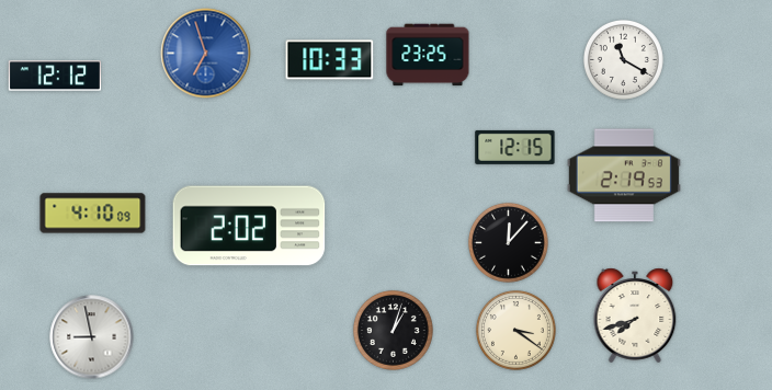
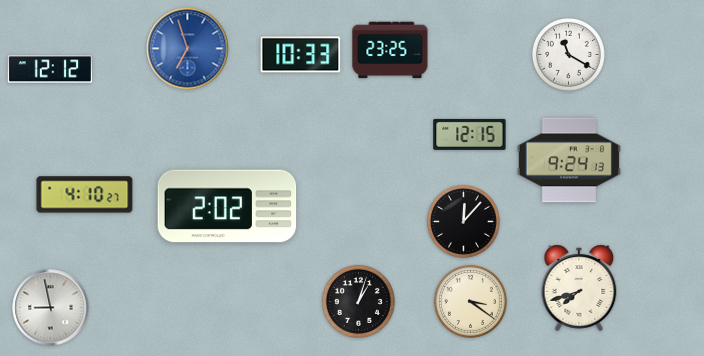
clock at (624, 175): 2:19 -> 9:24
clock at (93, 214): 4:10:09 -> 4:10:27
clock at (92, 337) position: (92, 337) -> (51, 308)
